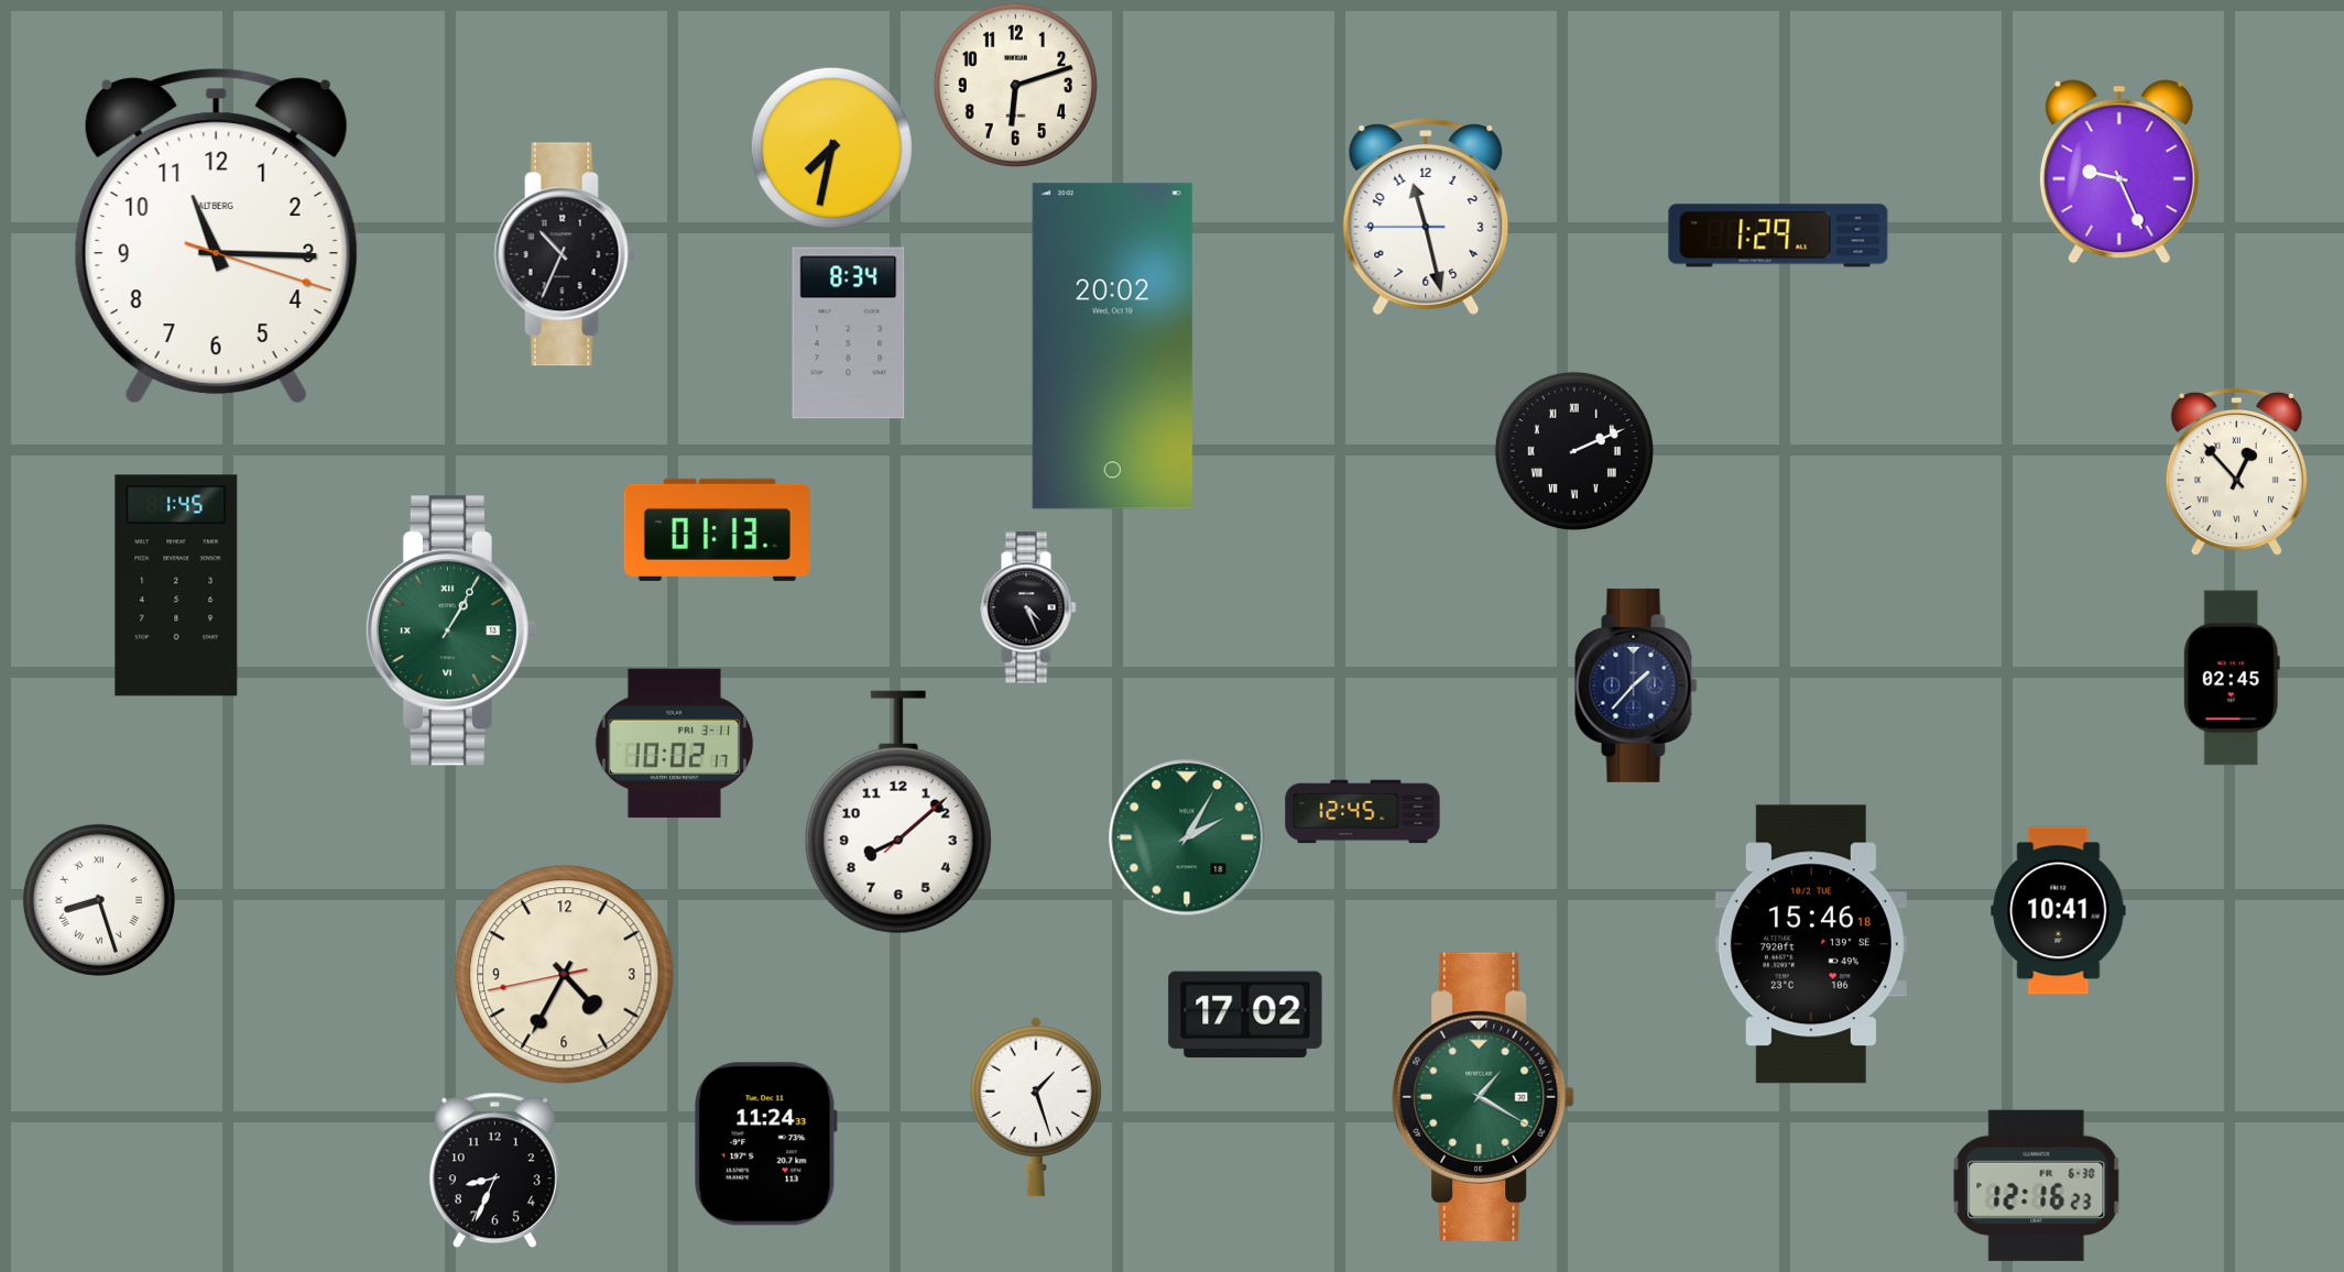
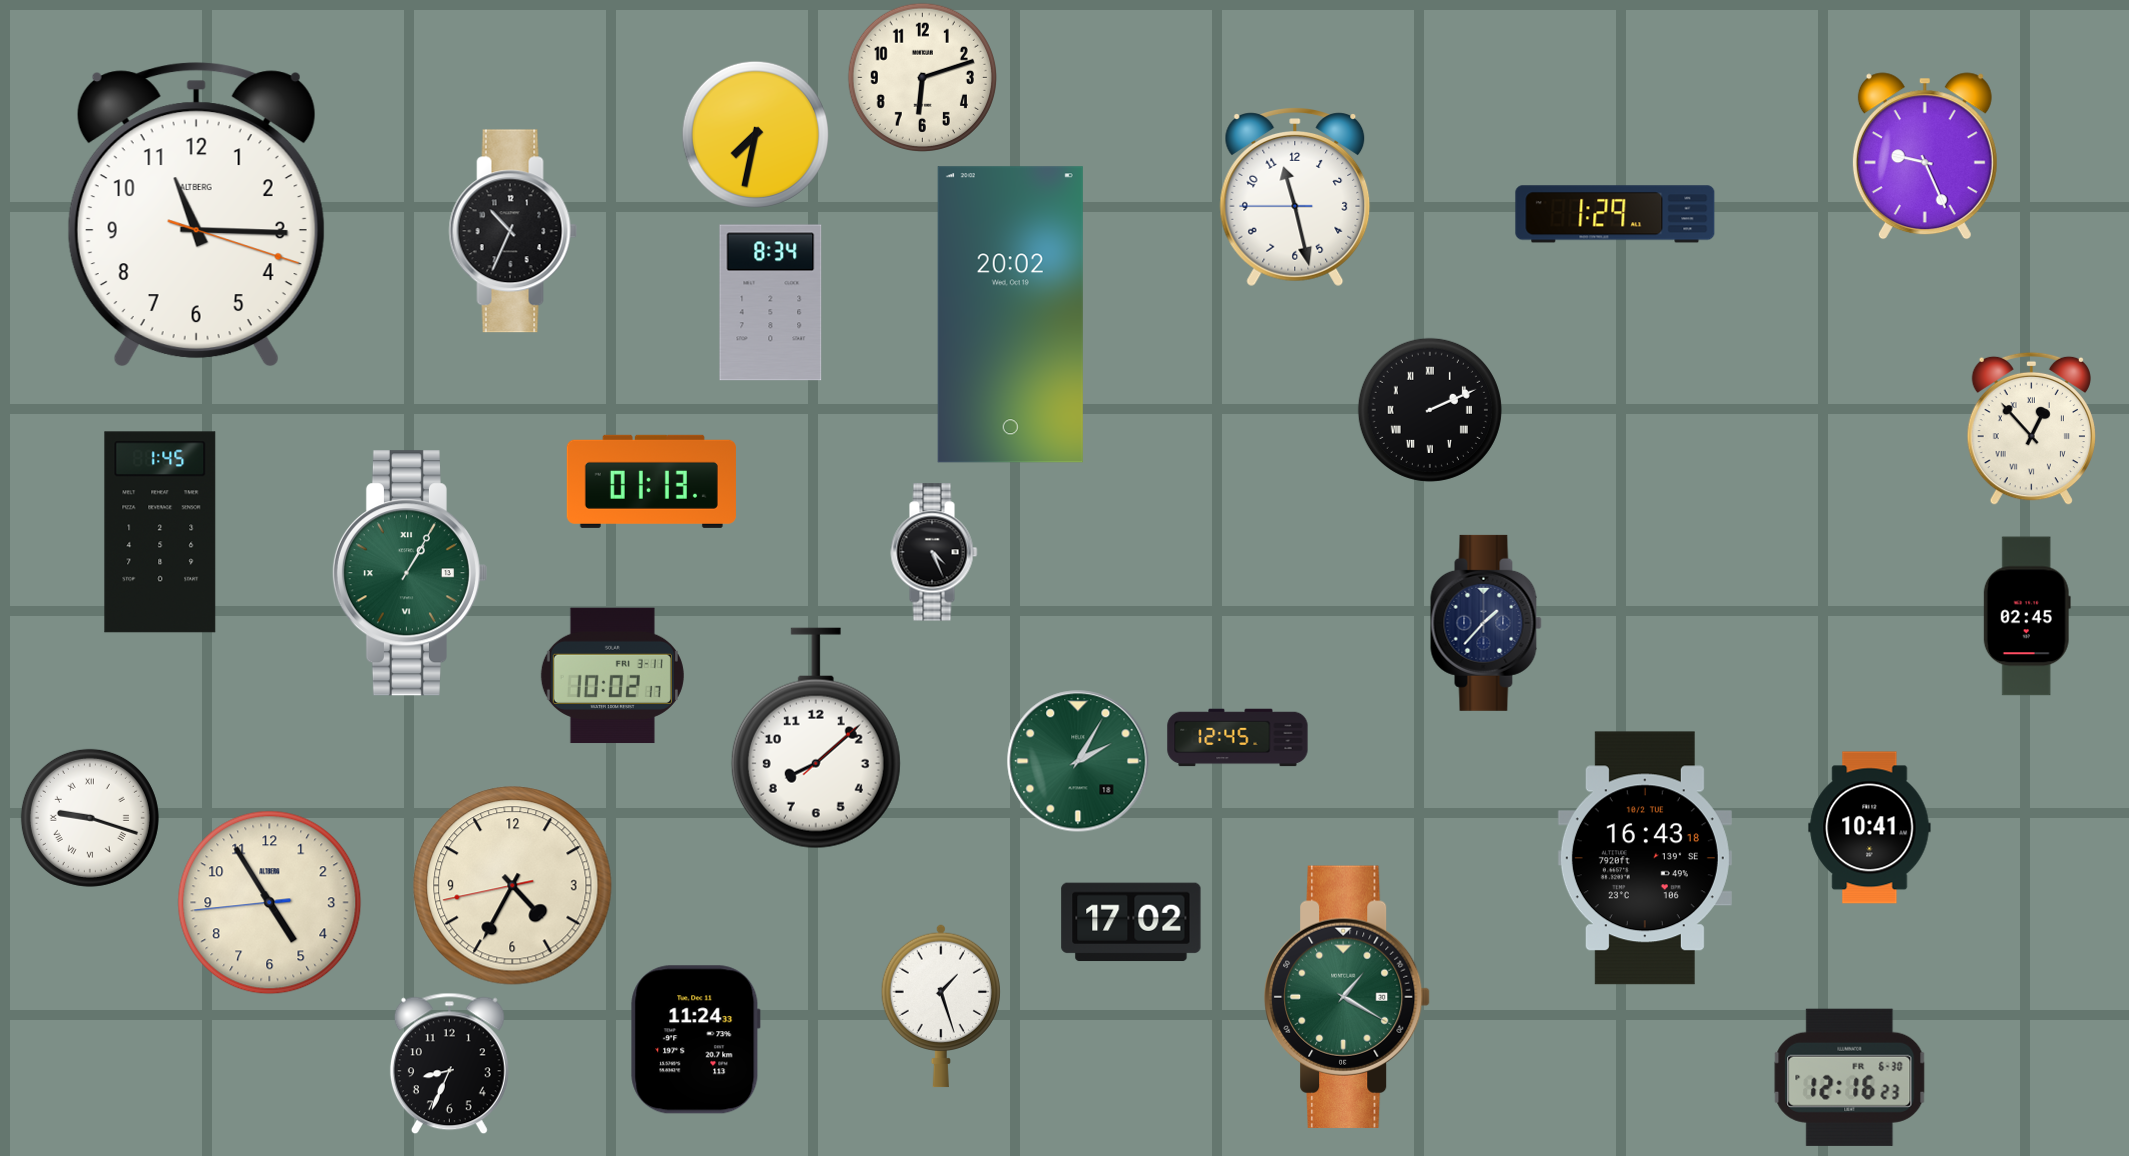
clock at (99, 900): 8:27 -> 9:18
clock at (1811, 944): 15:46 -> 16:43
clock at (270, 903): none -> 4:54
